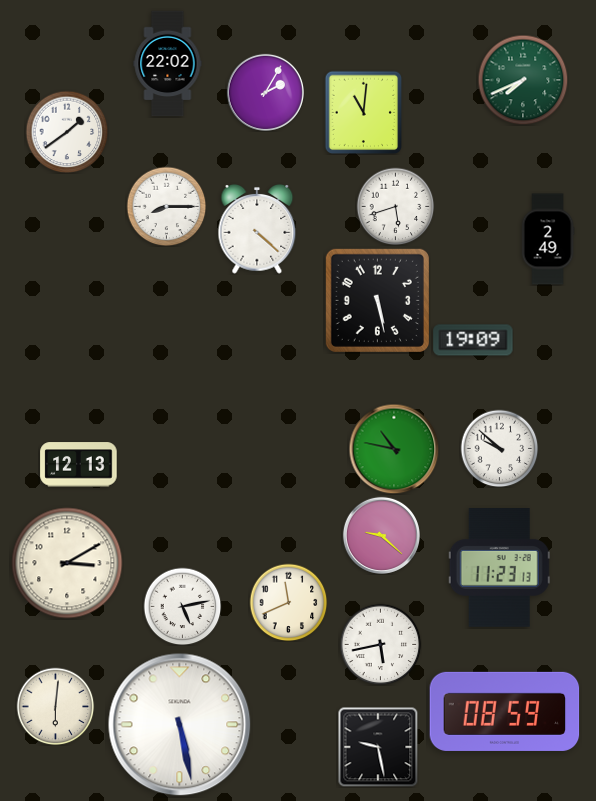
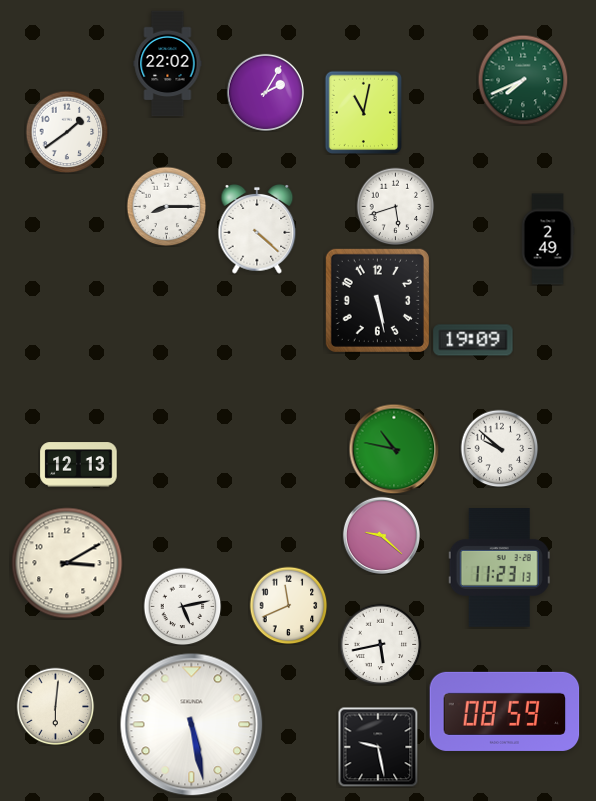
clock at (364, 112): 11:01 -> 11:02
clock at (288, 602) position: (288, 602) -> (288, 605)
clock at (180, 725) position: (180, 725) -> (192, 725)
